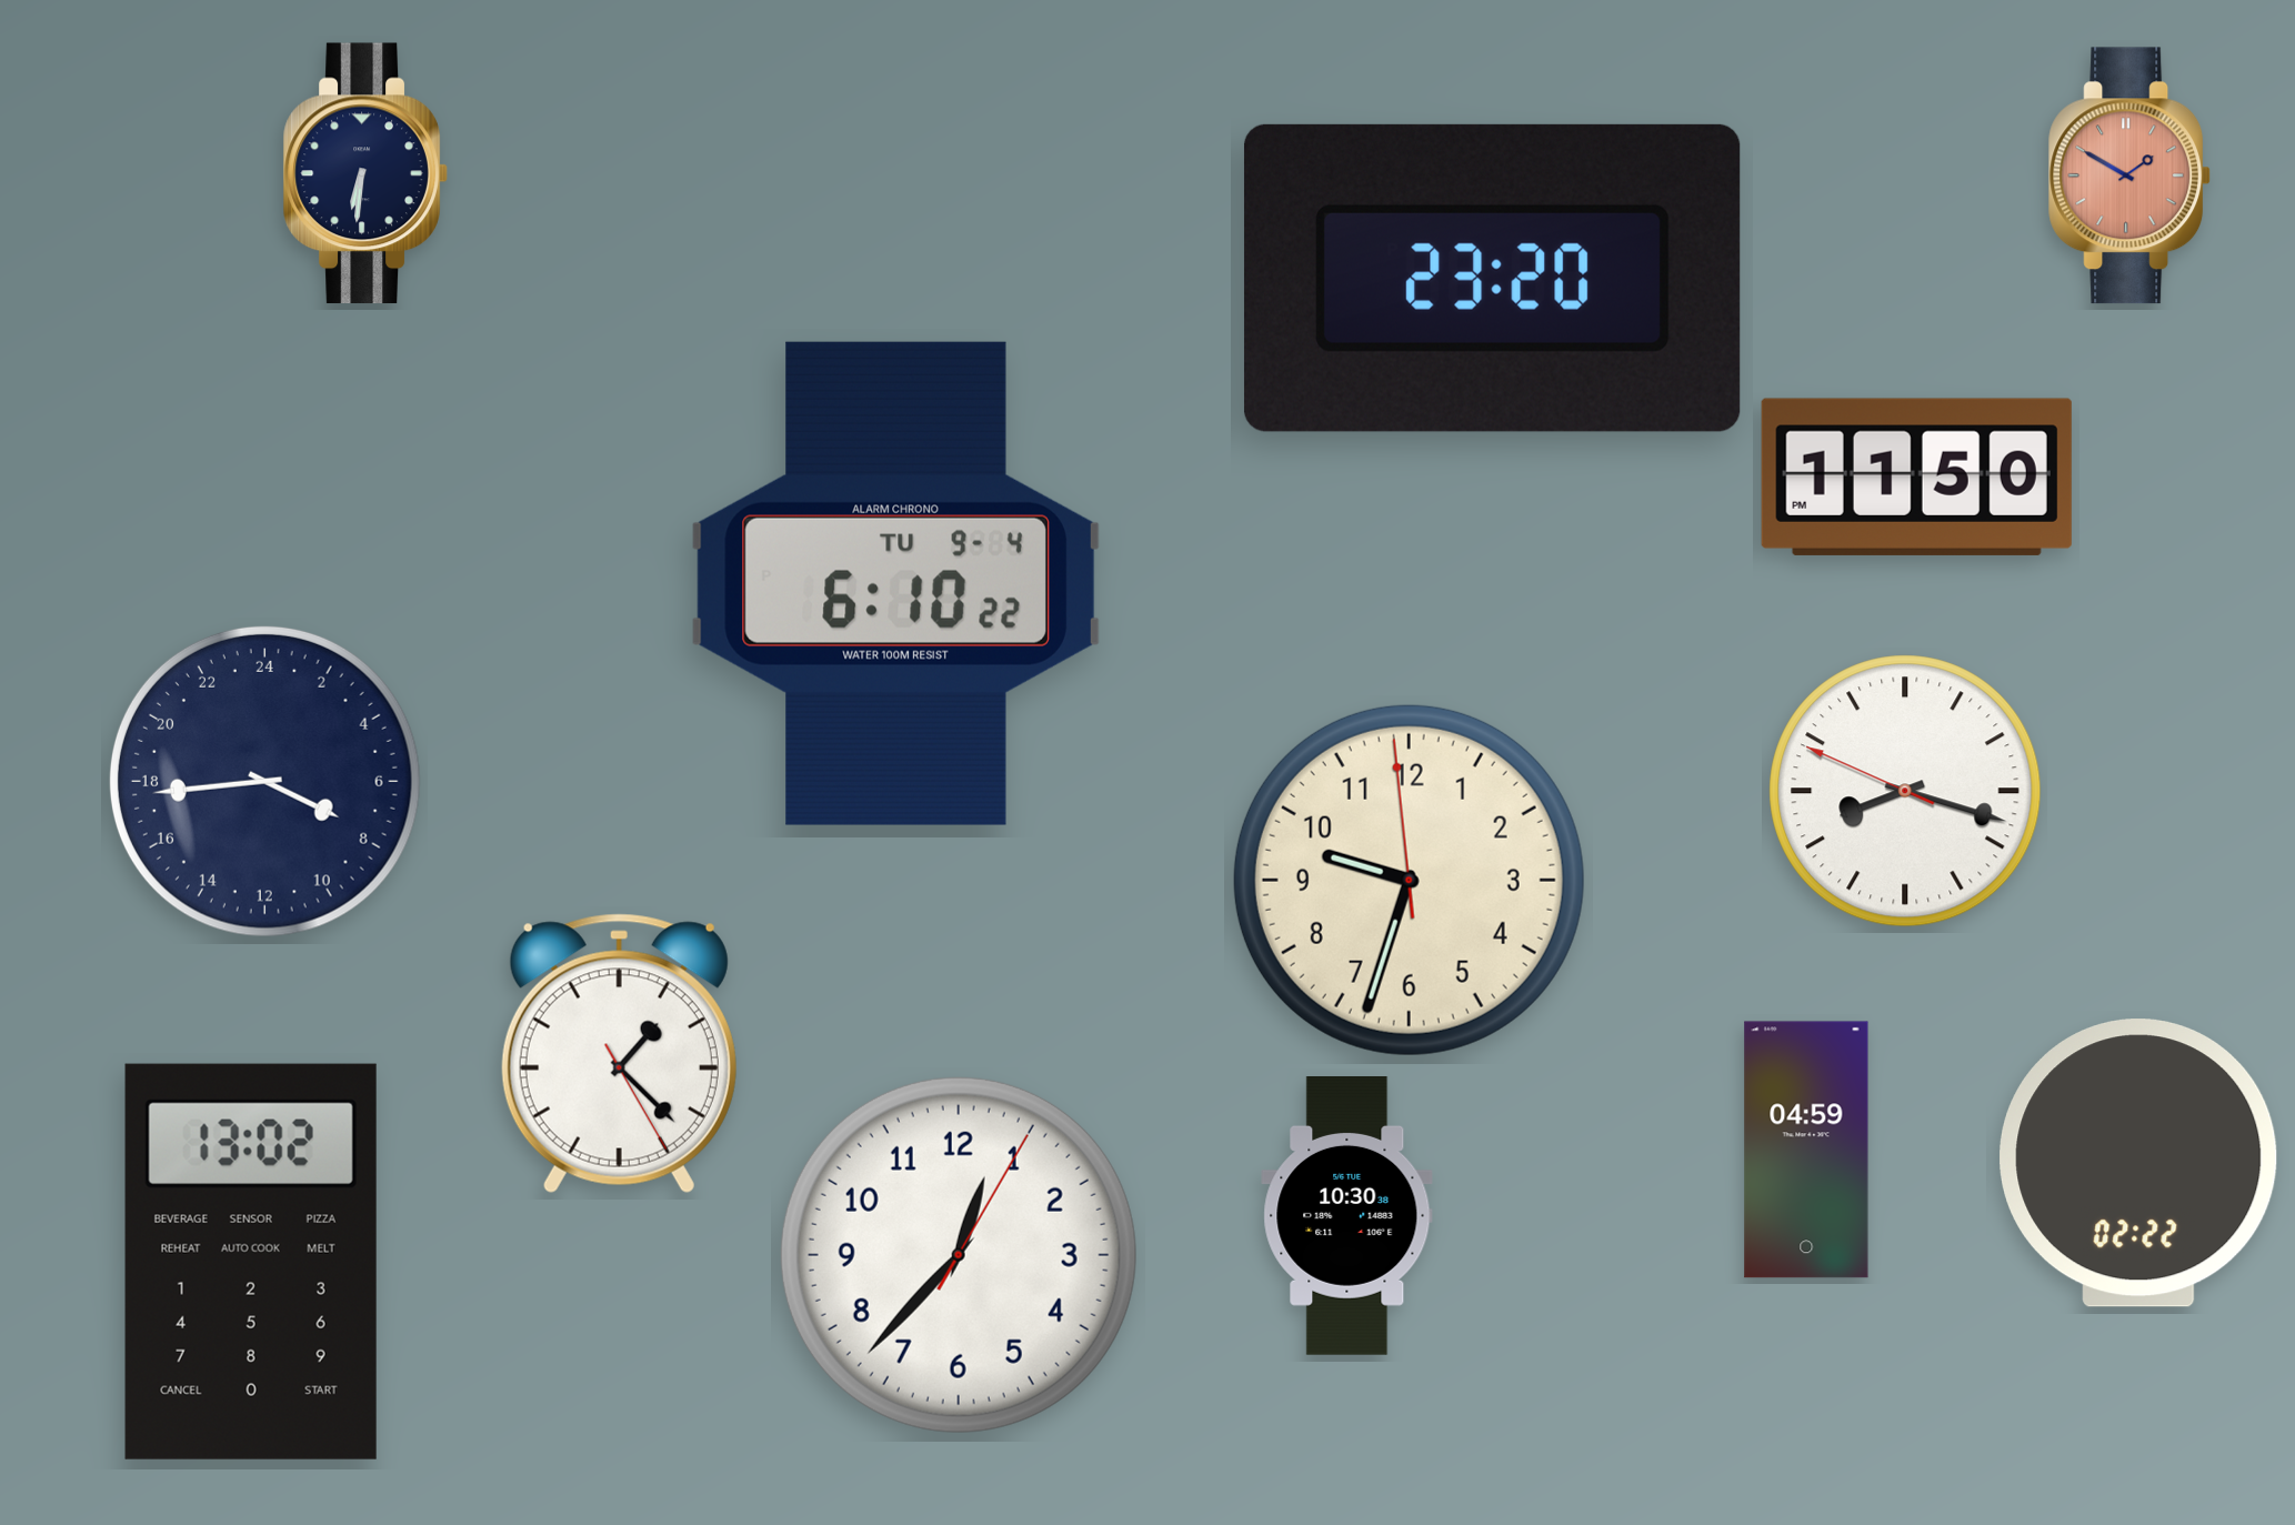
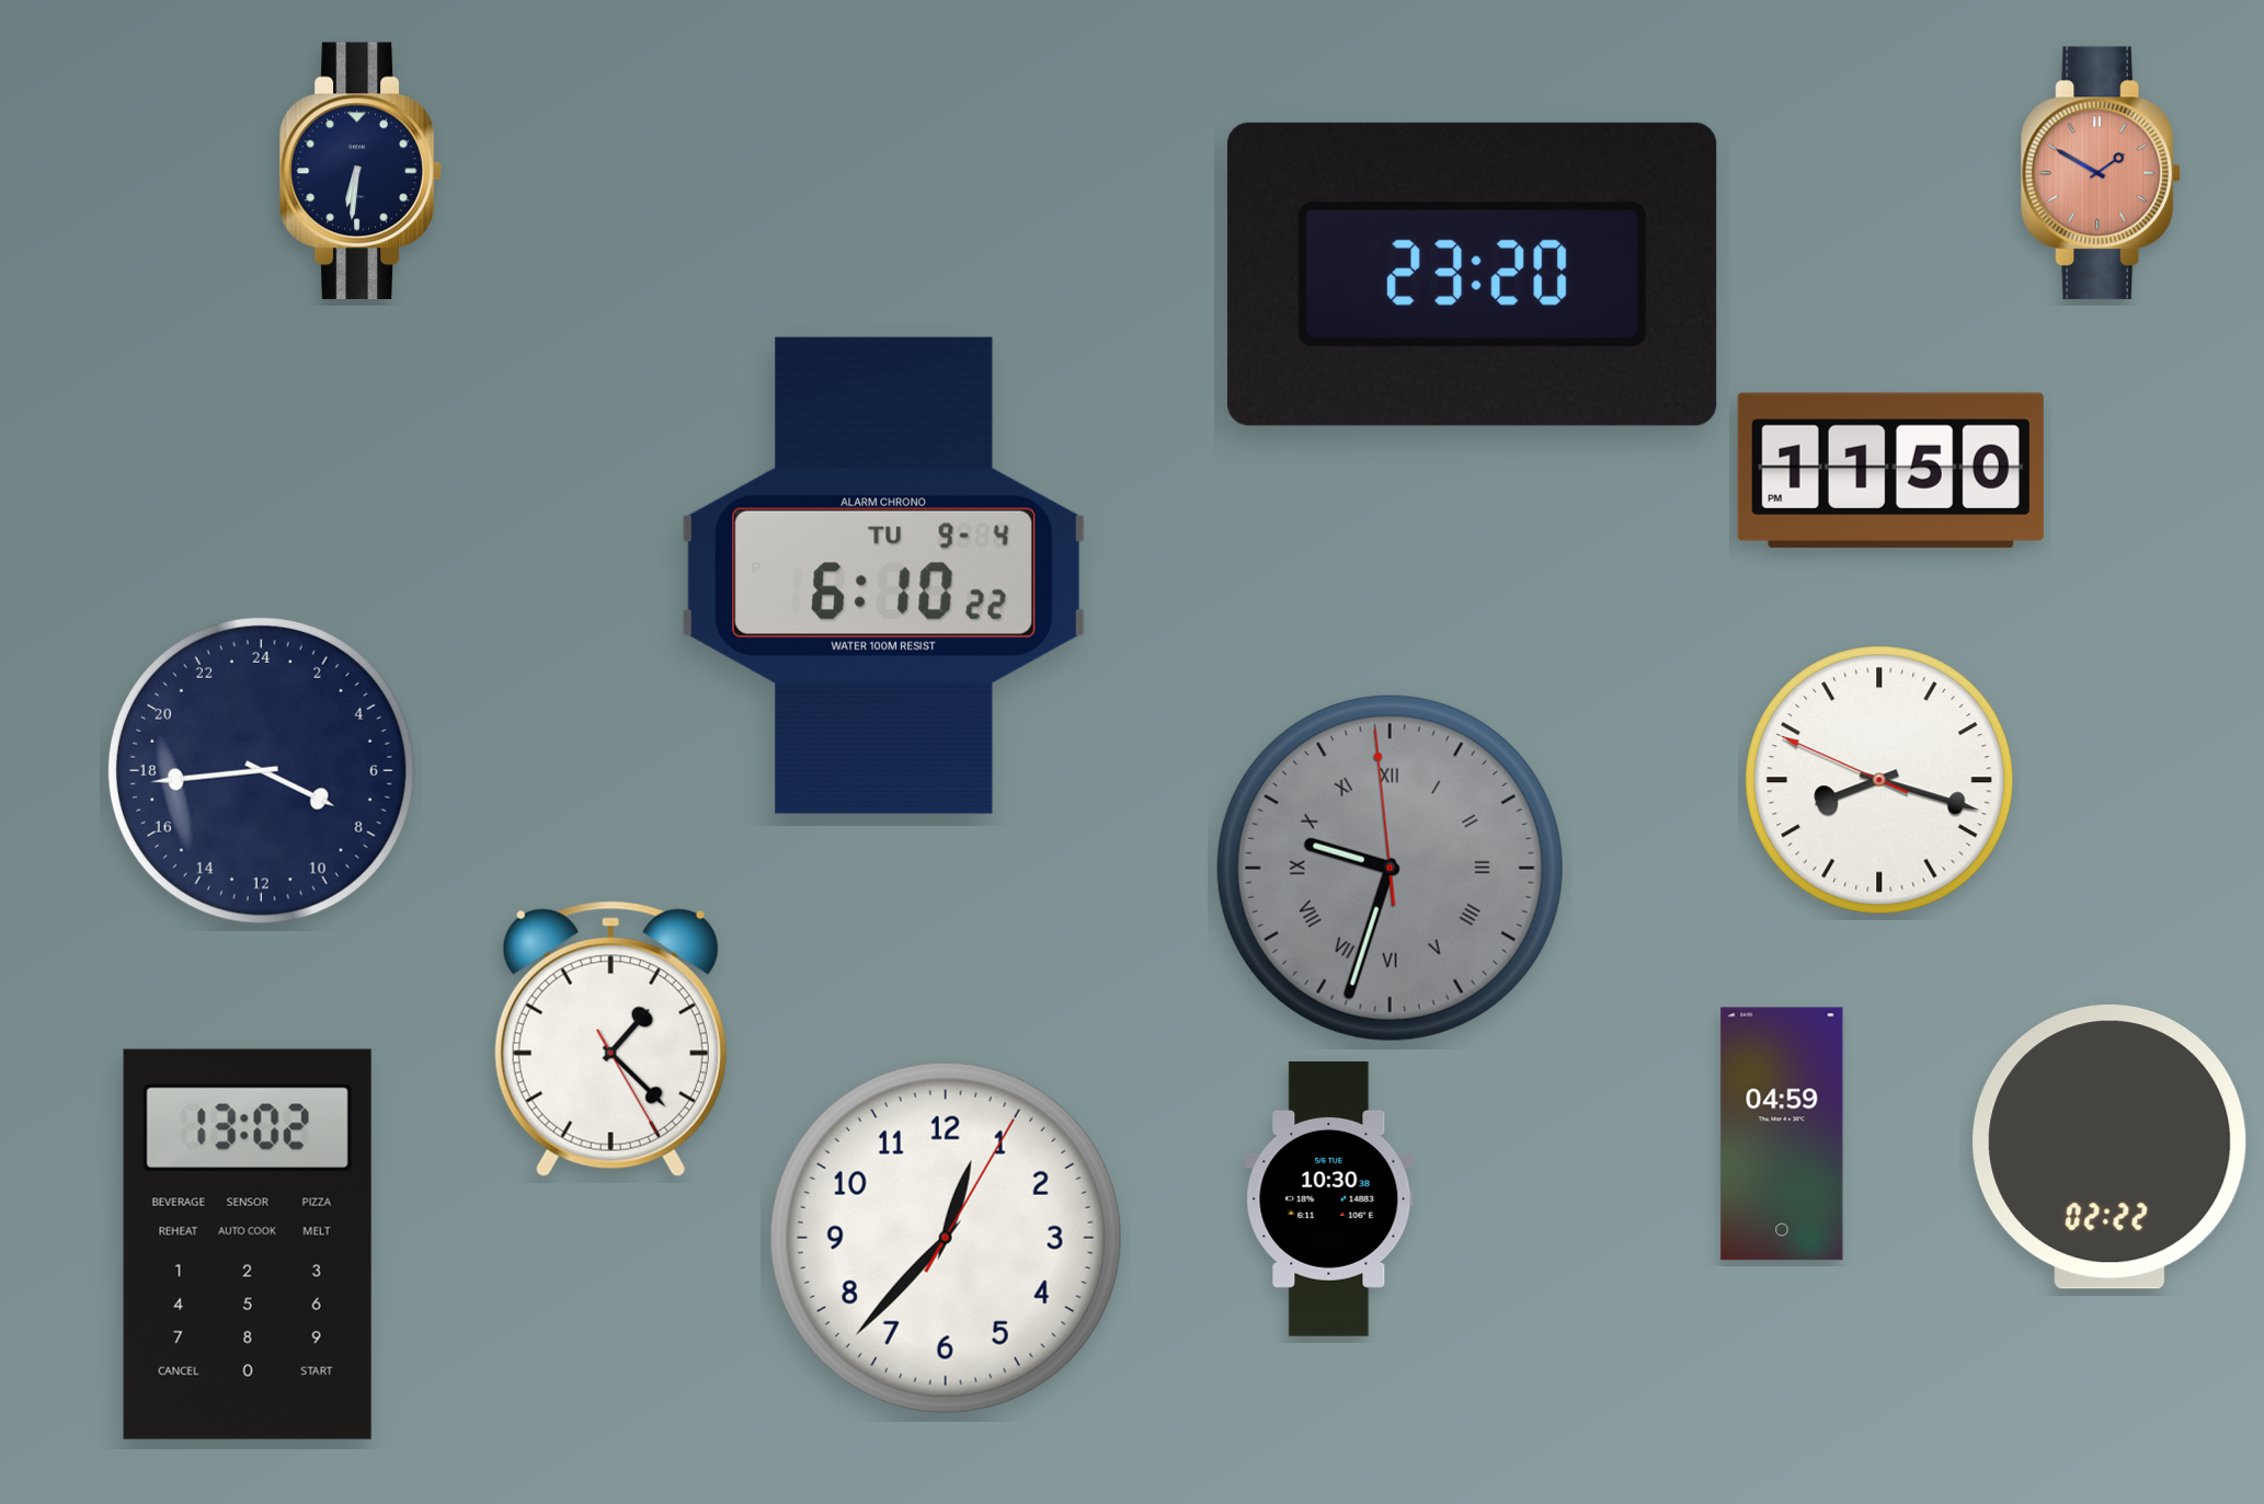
clock at (1409, 880) dial: cream -> grey
clock at (1409, 880) numerals: Arabic -> Roman
